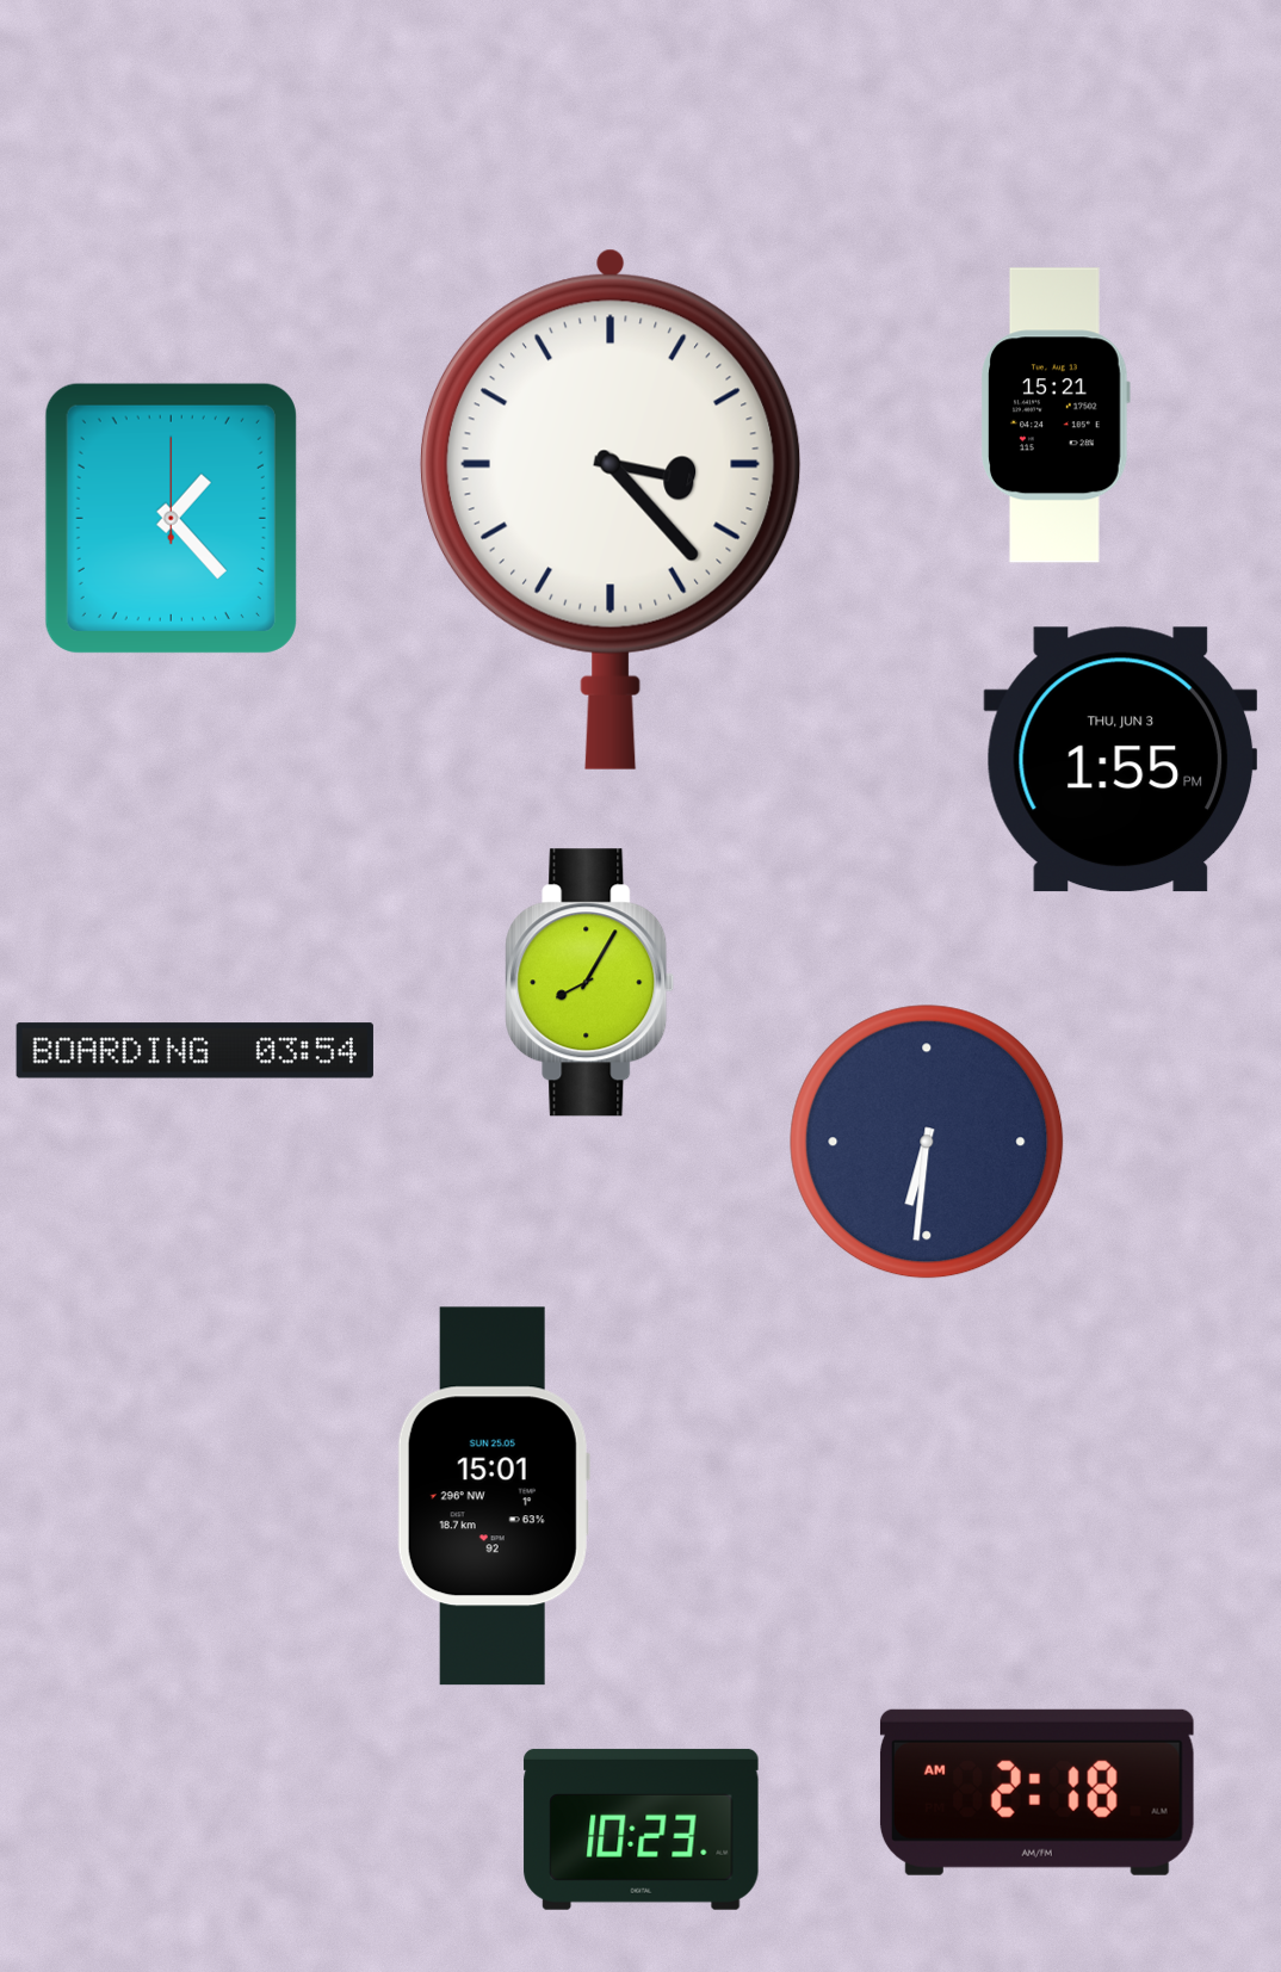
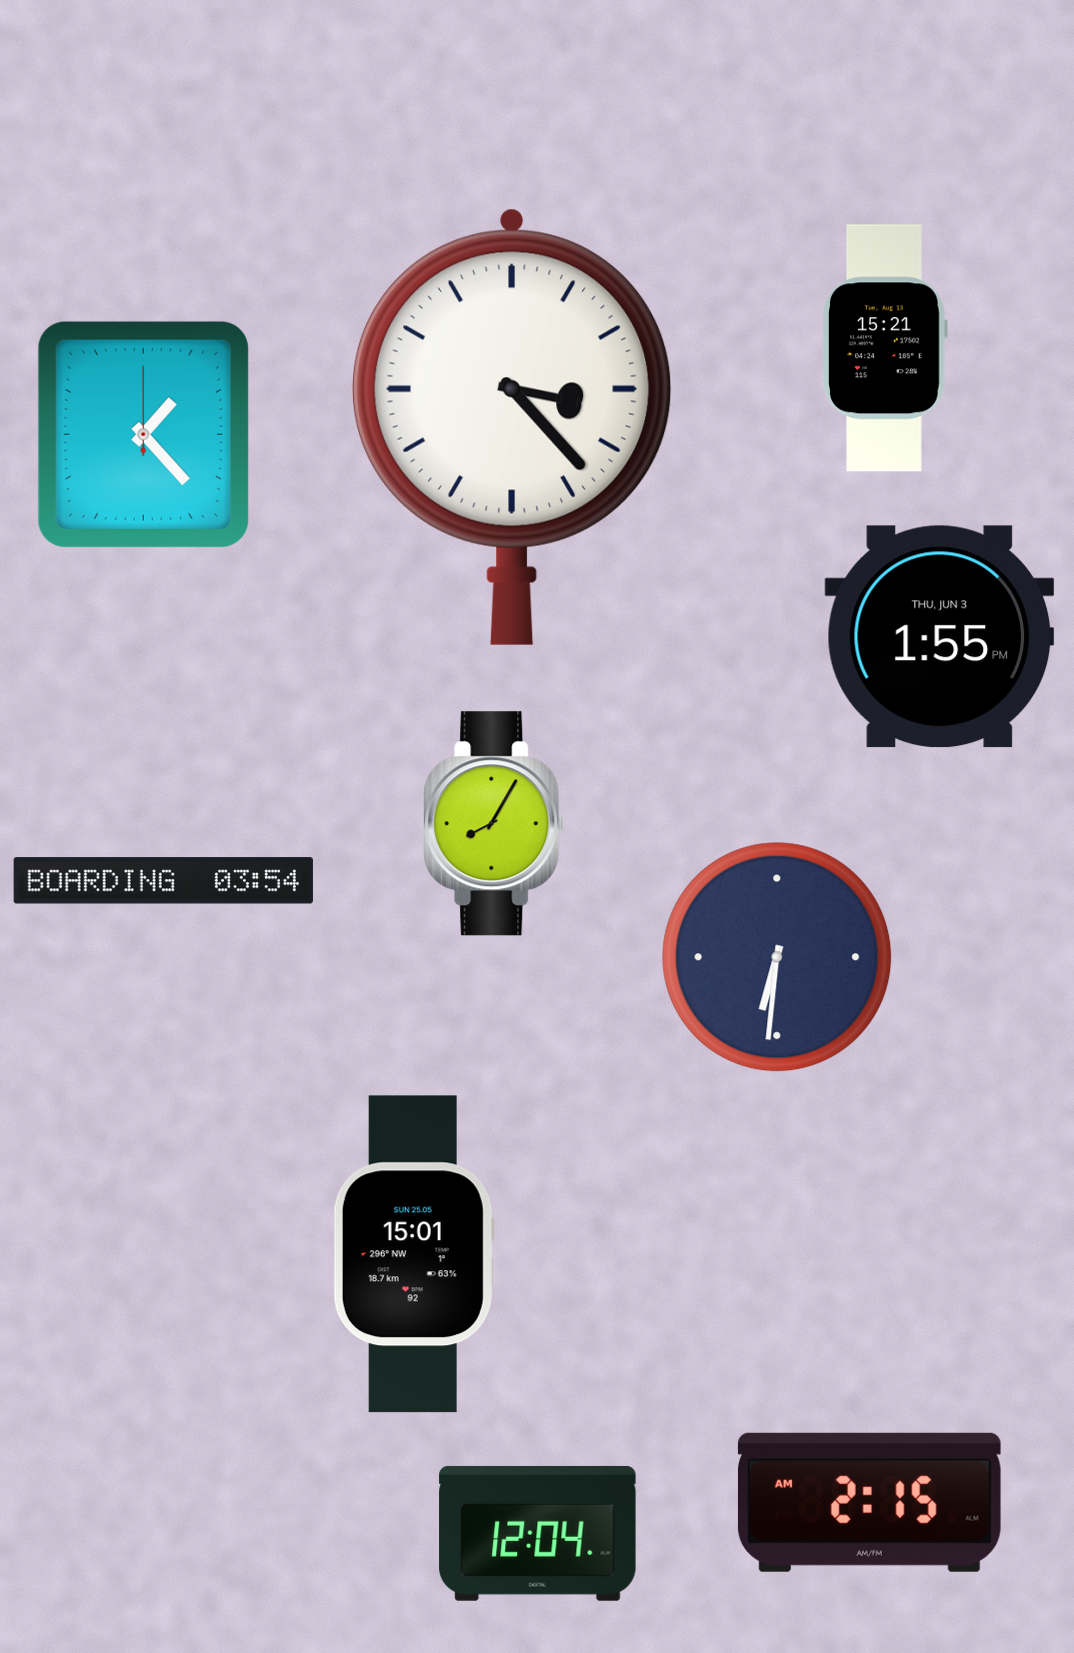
clock at (1036, 1792): 2:18 -> 2:15
clock at (642, 1829): 10:23 -> 12:04
